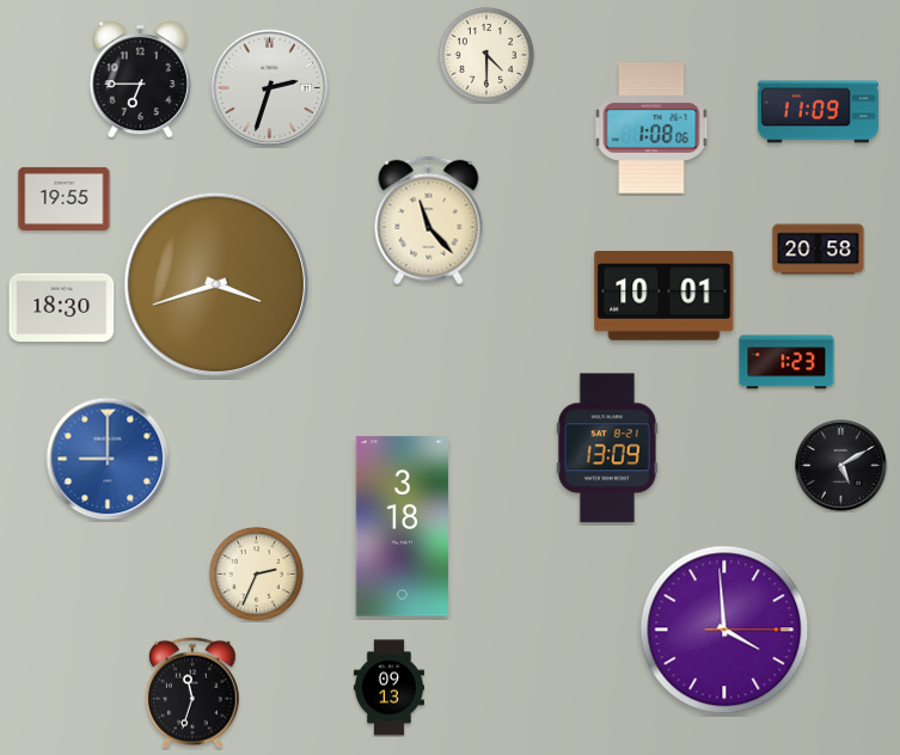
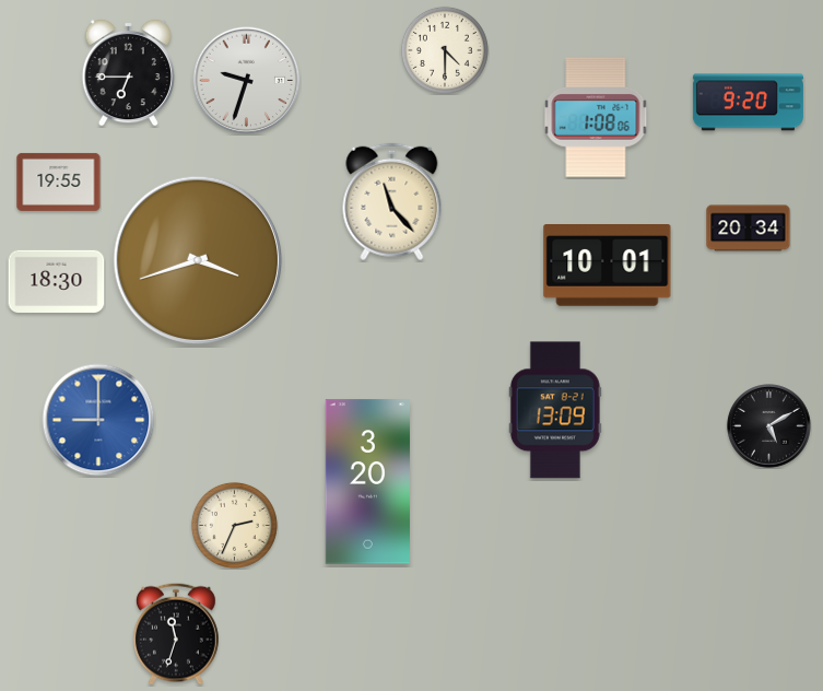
clock at (270, 88): 2:33 -> 9:33
clock at (818, 112): 11:09 -> 9:20
clock at (819, 250): 20:58 -> 20:34
clock at (665, 296) position: (665, 296) -> (608, 266)
clock at (786, 362): 1:23 -> none
clock at (402, 527): 3:18 -> 3:20
clock at (724, 630): 3:59 -> none
clock at (388, 688): 09:13 -> none
